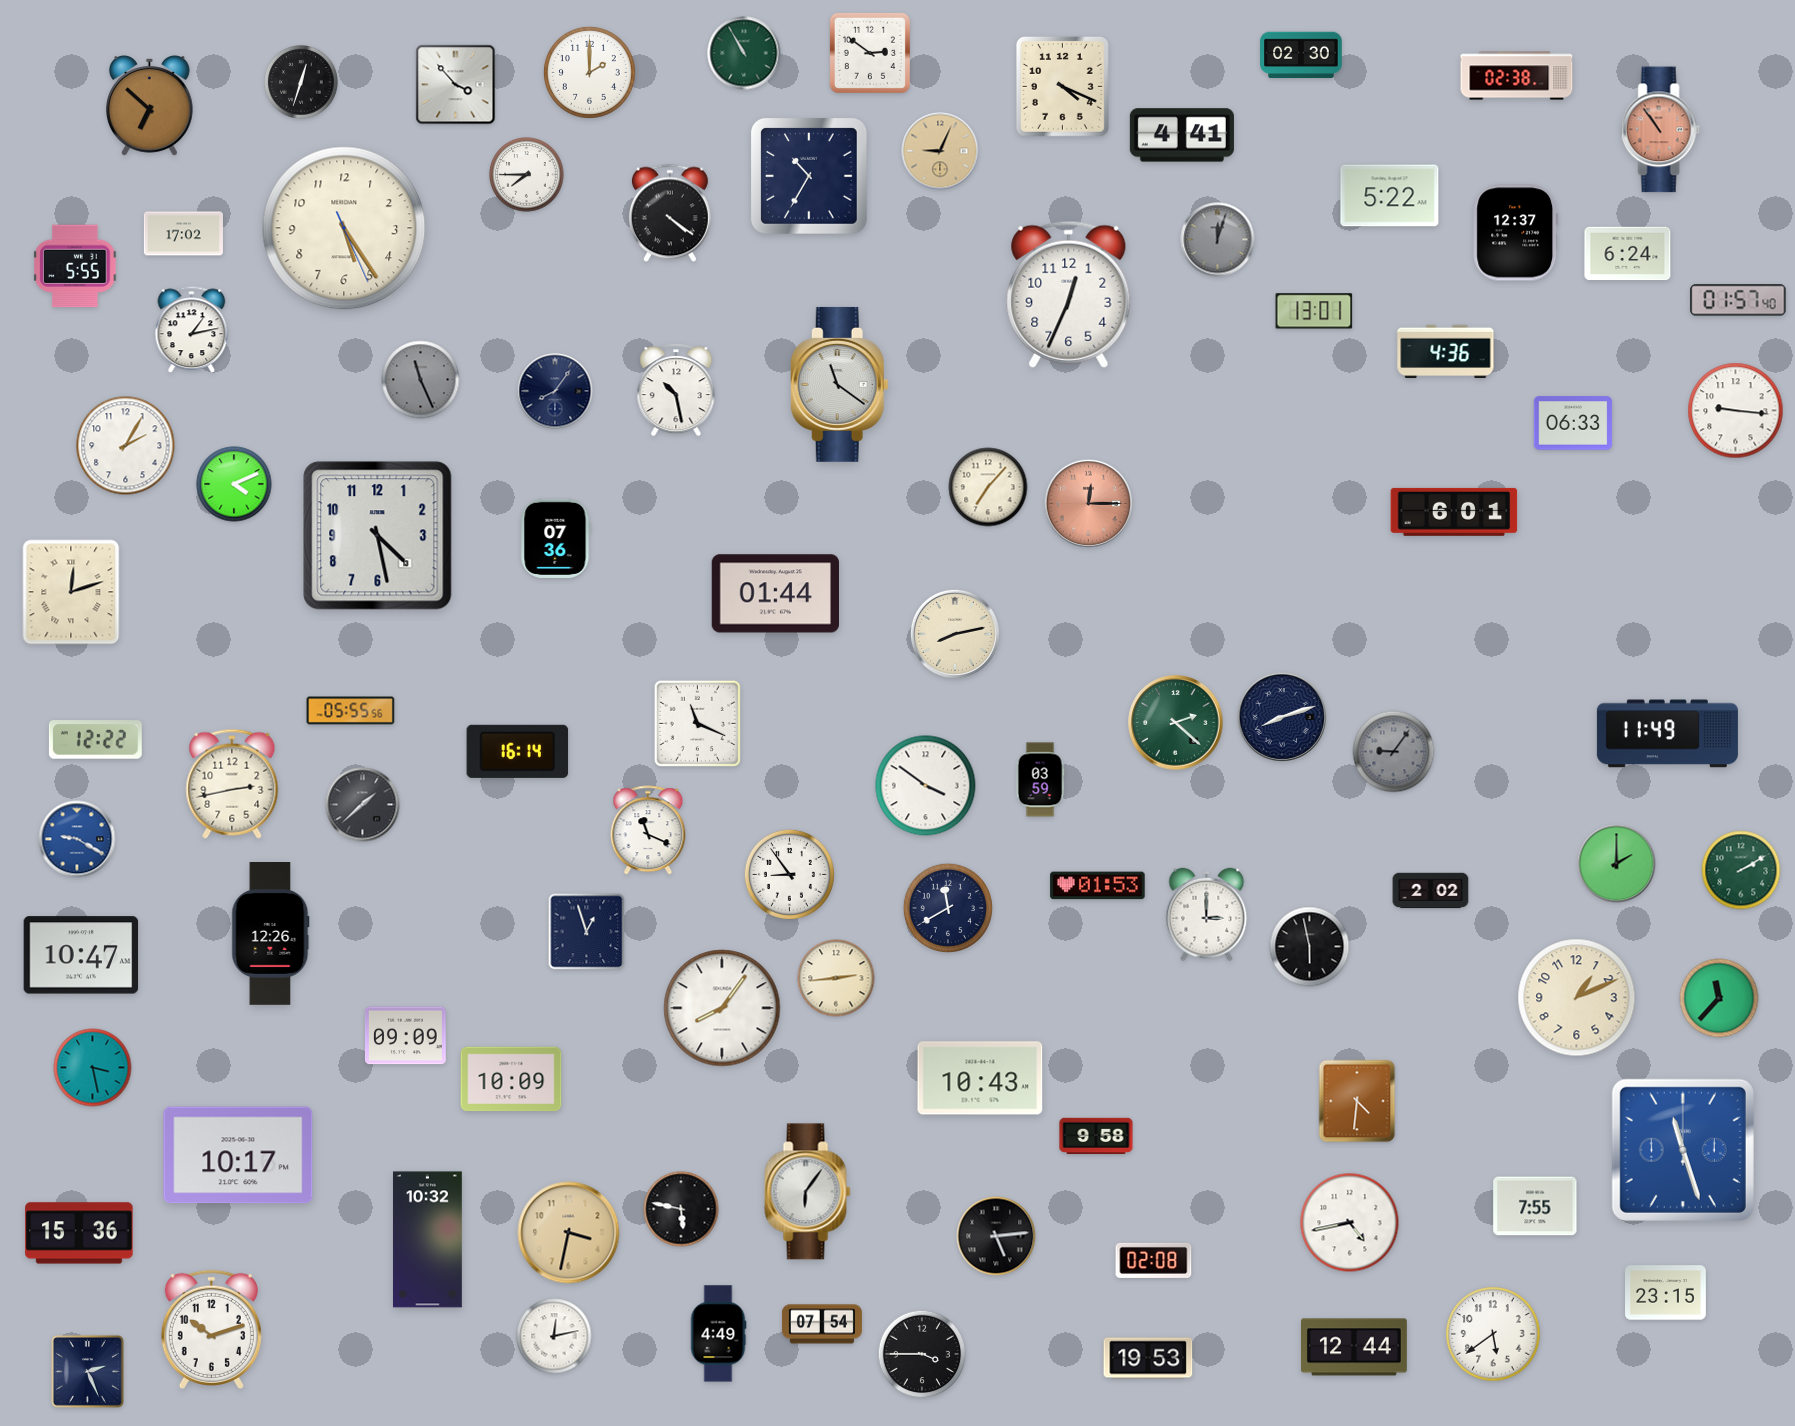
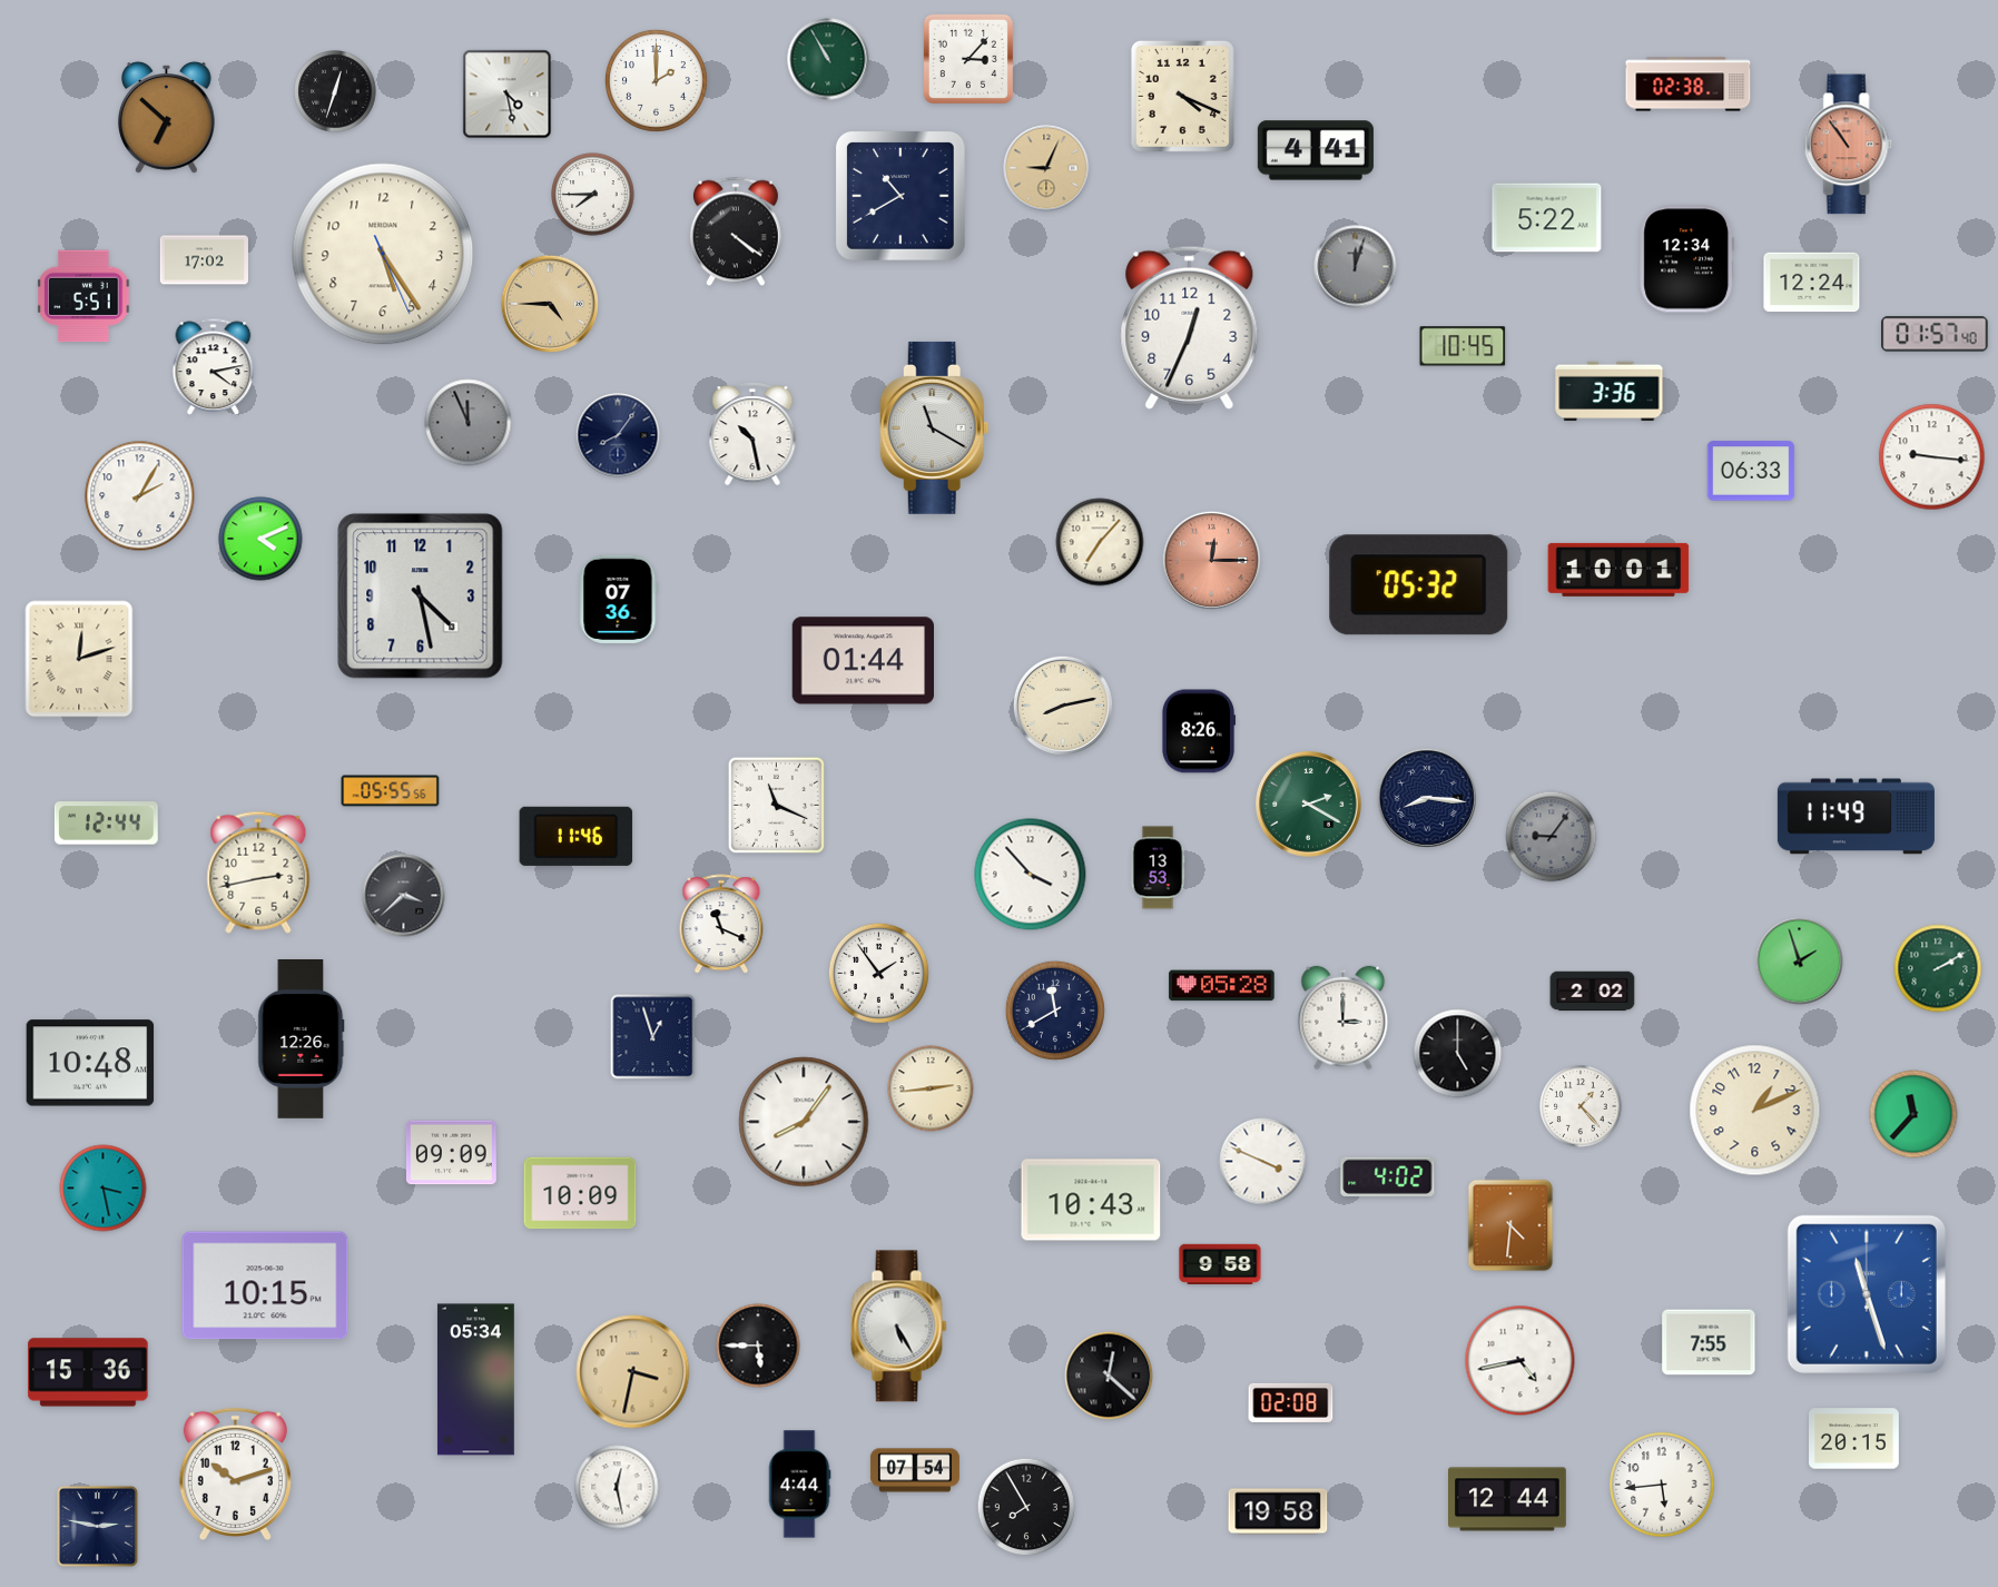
clock at (870, 53): 2:51 -> 3:07
clock at (1301, 55): 02:30 -> none
clock at (456, 85): 3:53 -> 4:28
clock at (527, 175) position: (527, 175) -> (593, 195)
clock at (810, 177): 10:35 -> 10:40
clock at (670, 213) position: (670, 213) -> (736, 231)
clock at (1516, 233): 12:37 -> 12:34
clock at (1628, 254): 6:24 -> 12:24
clock at (75, 266): 5:55 -> 5:51
clock at (550, 304): none -> 4:45
clock at (1314, 311): 13:01 -> 10:45
clock at (192, 330): 1:13 -> 4:13
clock at (1446, 352): 4:36 -> 3:36
clock at (421, 380): 11:26 -> 11:56
clock at (839, 384): 11:21 -> 11:20
clock at (1454, 512): 6:01 -> 10:01
clock at (1419, 585): none -> 05:32
clock at (1198, 731): none -> 8:26
clock at (1282, 717): 8:12 -> 8:16
clock at (1176, 723): 2:22 -> 2:20
clock at (95, 740): 12:22 -> 12:44
clock at (518, 751): 16:14 -> 11:46
clock at (1040, 780): 03:59 -> 13:53
clock at (926, 786): 3:51 -> 3:53
clock at (363, 805): 1:38 -> 3:38
clock at (77, 839): 9:20 -> none
clock at (1617, 864): 2:00 -> 1:57
clock at (789, 874): 8:54 -> 1:54
clock at (1098, 886): 01:53 -> 05:28
clock at (1310, 947): 5:58 -> 5:00
clock at (81, 955): 10:47 -> 10:48
clock at (1581, 1106): none -> 1:23
clock at (1719, 998) position: (1719, 998) -> (1913, 1114)
clock at (1263, 1162): none -> 3:49
clock at (1388, 1176): none -> 4:02
clock at (511, 1079) position: (511, 1079) -> (580, 1193)
clock at (1683, 1150) position: (1683, 1150) -> (1867, 1294)
clock at (238, 1155): 10:17 -> 10:15
clock at (808, 1192): 6:06 -> 5:25
clock at (681, 1209): 5:47 -> 5:45
clock at (1350, 1223) position: (1350, 1223) -> (1520, 1361)
clock at (996, 1236): 5:14 -> 12:22
clock at (427, 1240): 10:32 -> 05:34
clock at (1154, 1260) position: (1154, 1260) -> (1291, 1402)
clock at (1666, 1293): 23:15 -> 20:15
clock at (822, 1324) position: (822, 1324) -> (915, 1470)
clock at (211, 1329) position: (211, 1329) -> (235, 1473)
clock at (718, 1334): 4:49 -> 4:44
clock at (1493, 1334): 5:39 -> 5:44
clock at (554, 1336): 12:13 -> 12:28
clock at (922, 1354): 3:45 -> 7:55
clock at (1148, 1358): 19:53 -> 19:58
clock at (87, 1371): 2:26 -> 2:47
